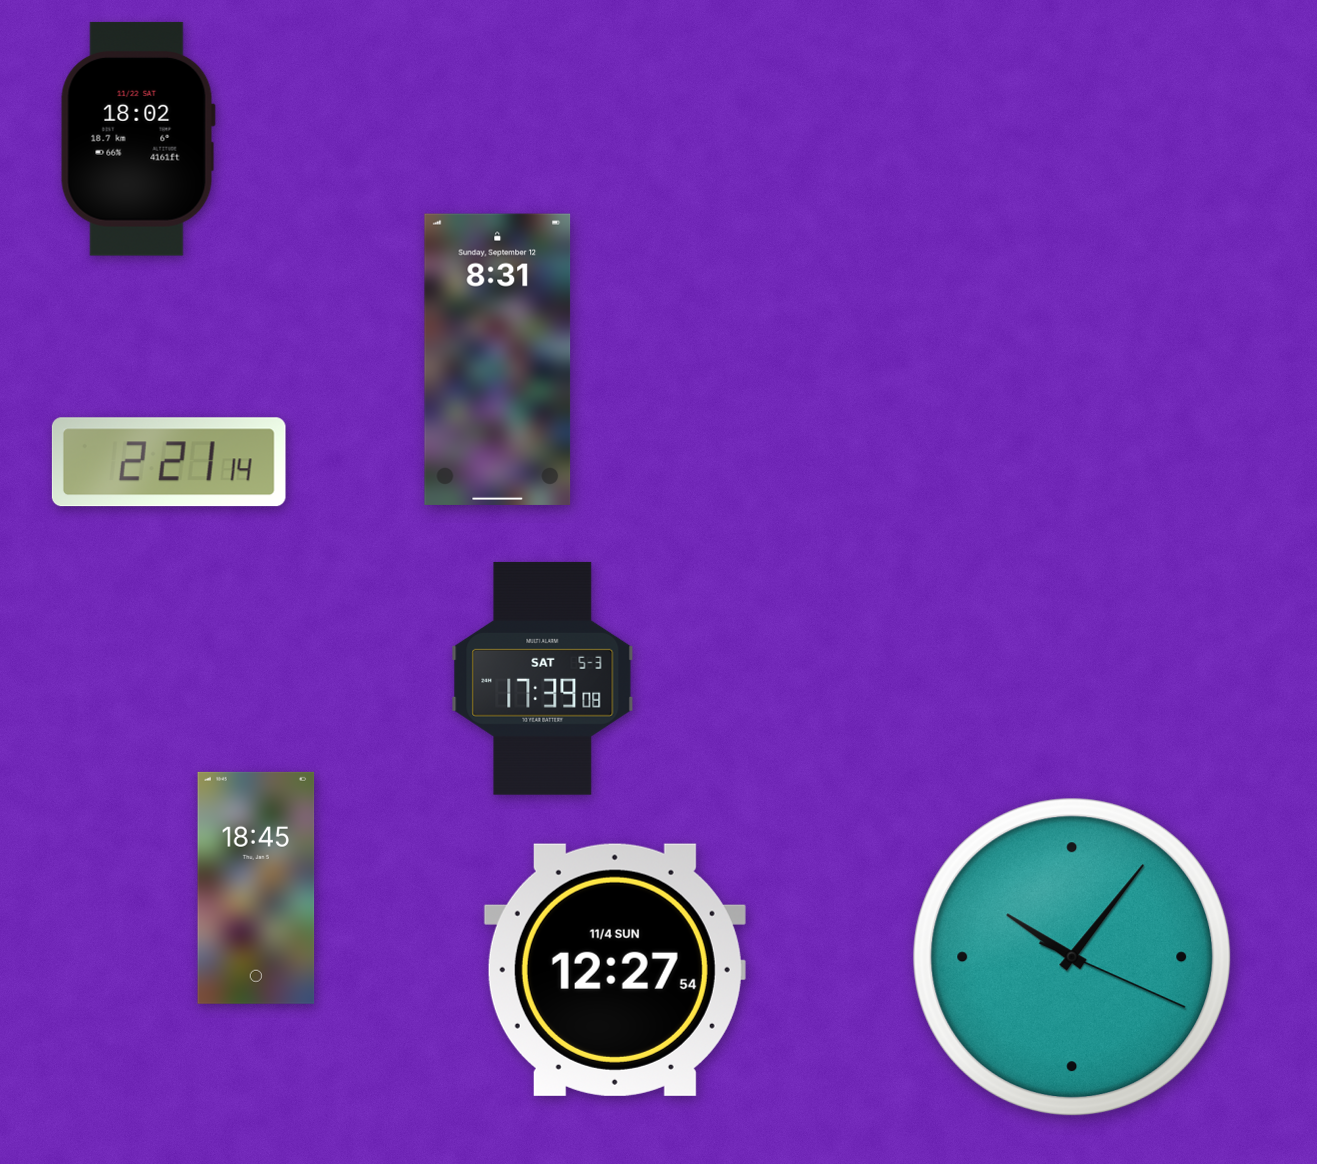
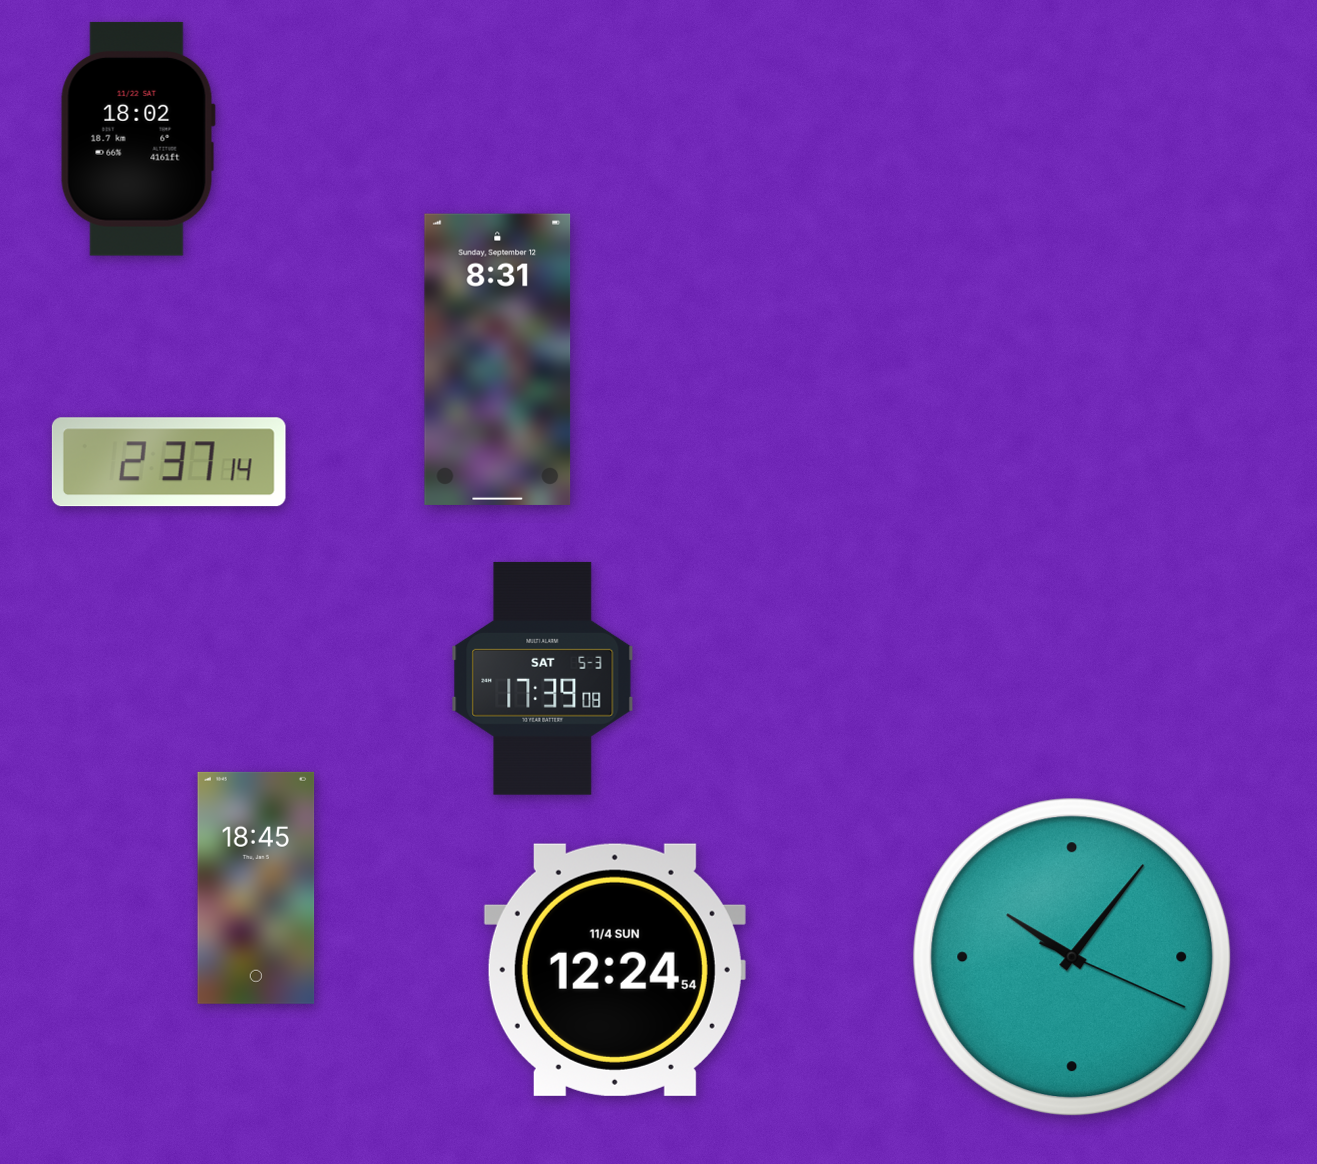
clock at (169, 462): 2:21 -> 2:37
clock at (615, 970): 12:27 -> 12:24
